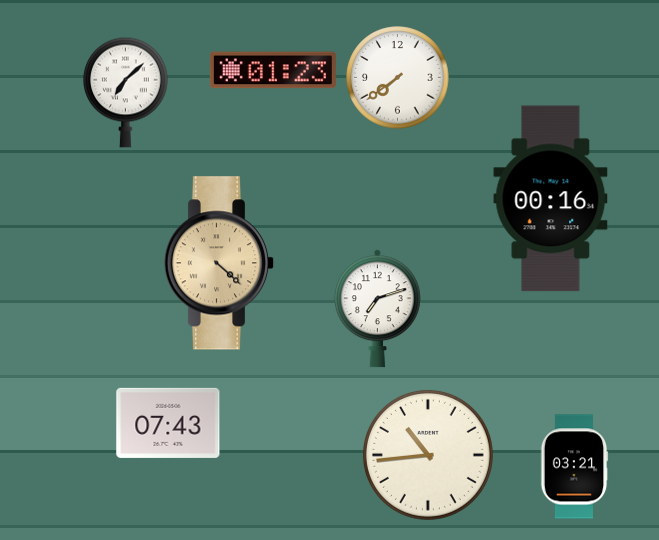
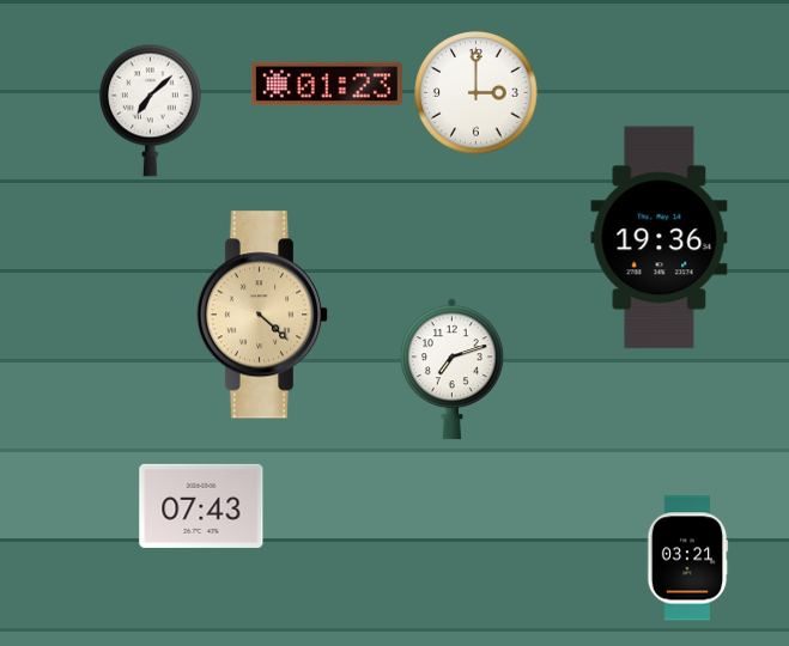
clock at (398, 78): 7:39 -> 3:00
clock at (551, 199): 00:16 -> 19:36
clock at (428, 455): 10:44 -> none
